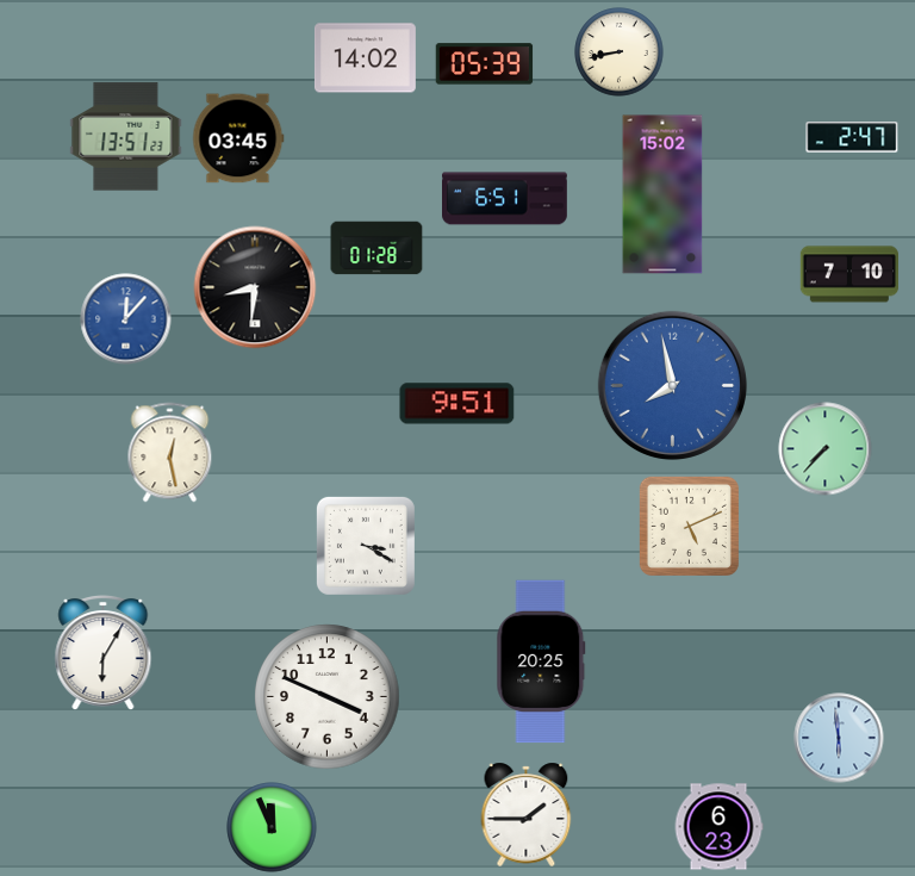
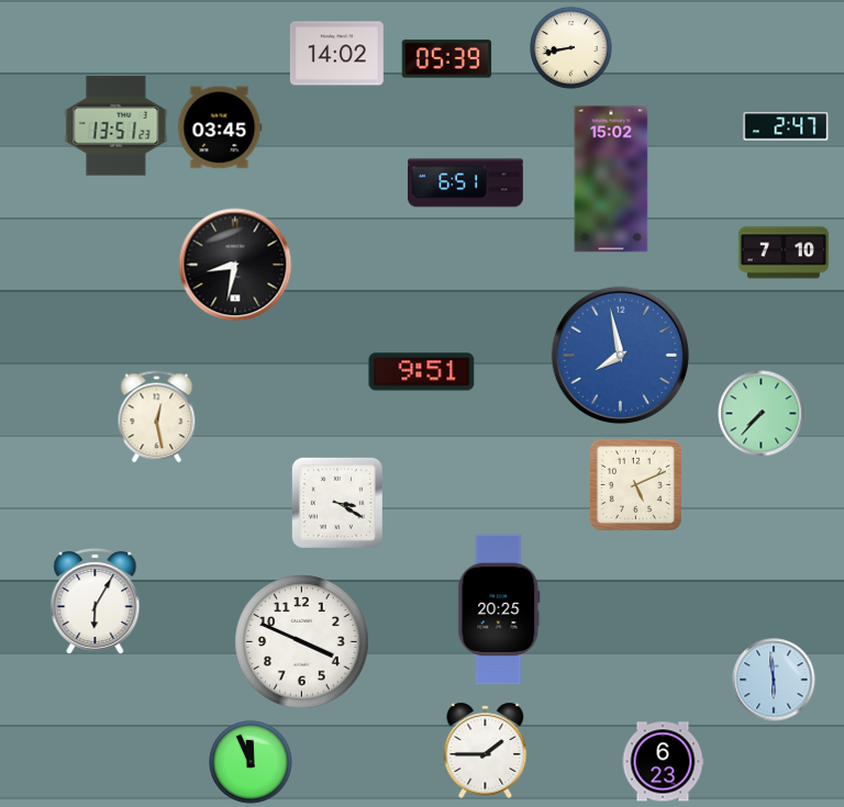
clock at (376, 248): 01:28 -> none
clock at (255, 287): 8:31 -> 8:32
clock at (126, 319): 12:07 -> none
